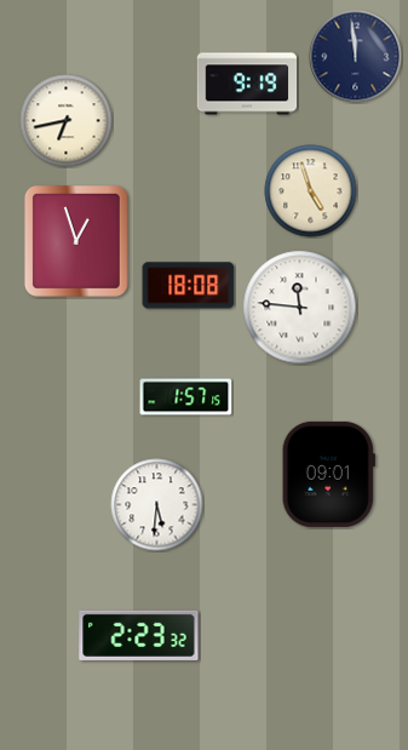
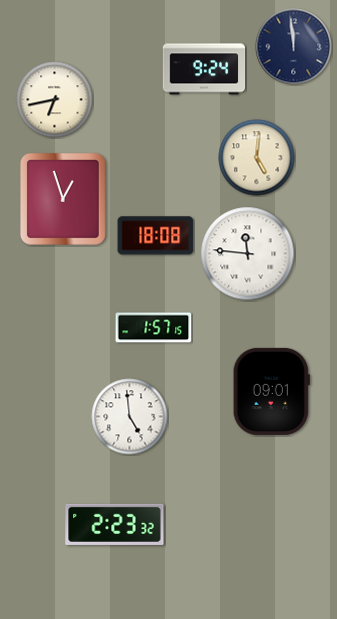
clock at (247, 84): 9:19 -> 9:24
clock at (311, 191): 4:57 -> 5:01
clock at (157, 505): 5:31 -> 4:59
